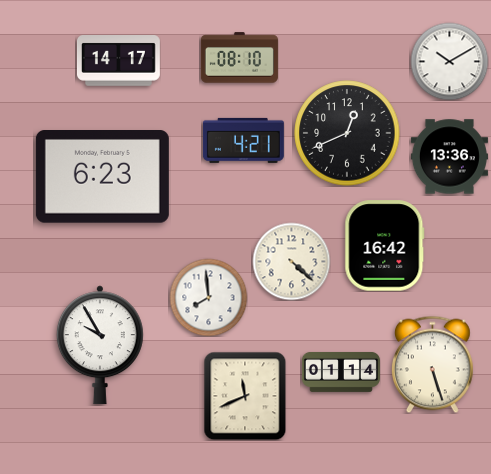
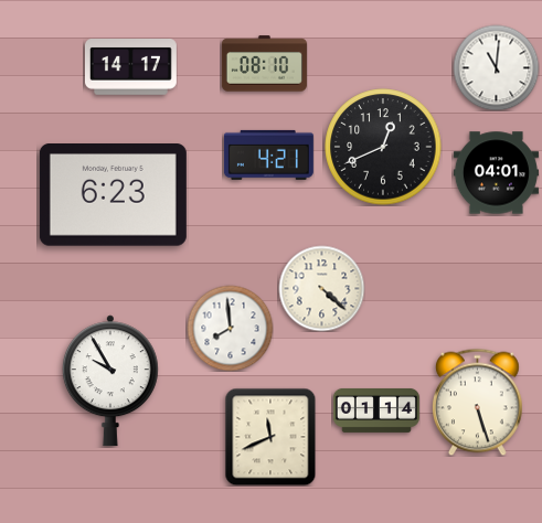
clock at (449, 61): 10:10 -> 11:01
clock at (449, 157): 13:36 -> 04:01
clock at (385, 246): 16:42 -> none
